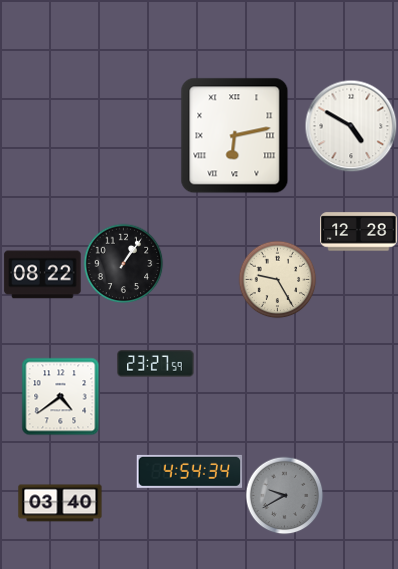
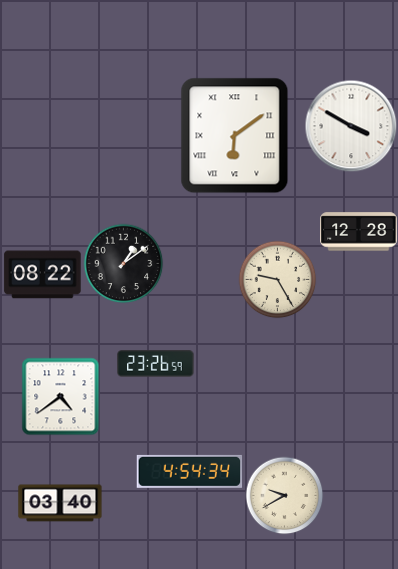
clock at (351, 126): 4:50 -> 3:50
clock at (235, 136): 6:13 -> 6:09
clock at (123, 263): 1:06 -> 1:09
clock at (156, 364): 23:27 -> 23:26
clock at (284, 495) dial: grey -> cream
